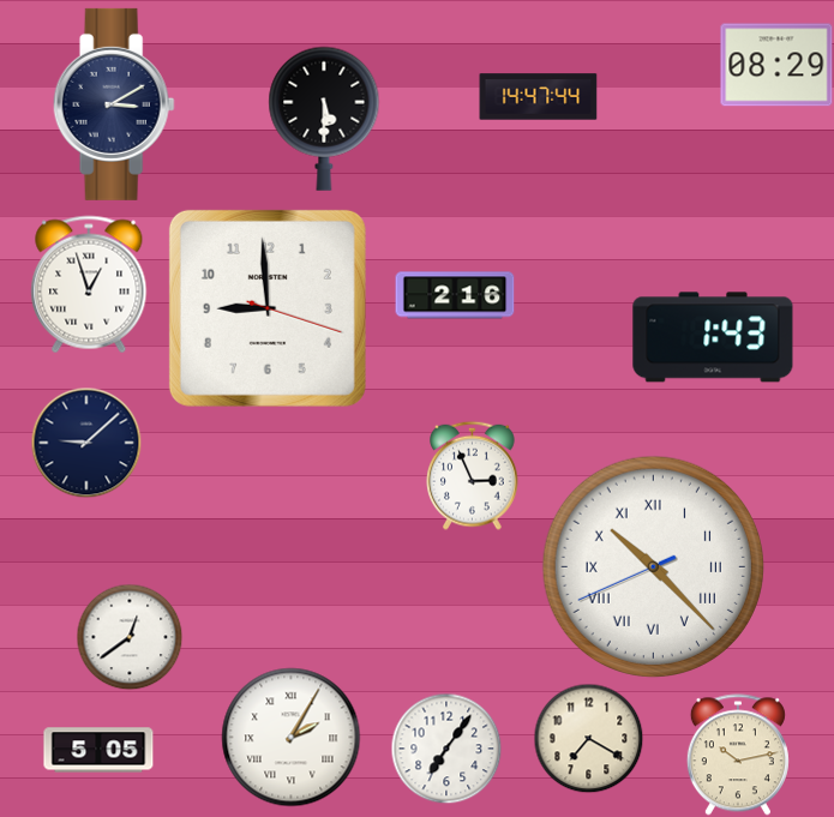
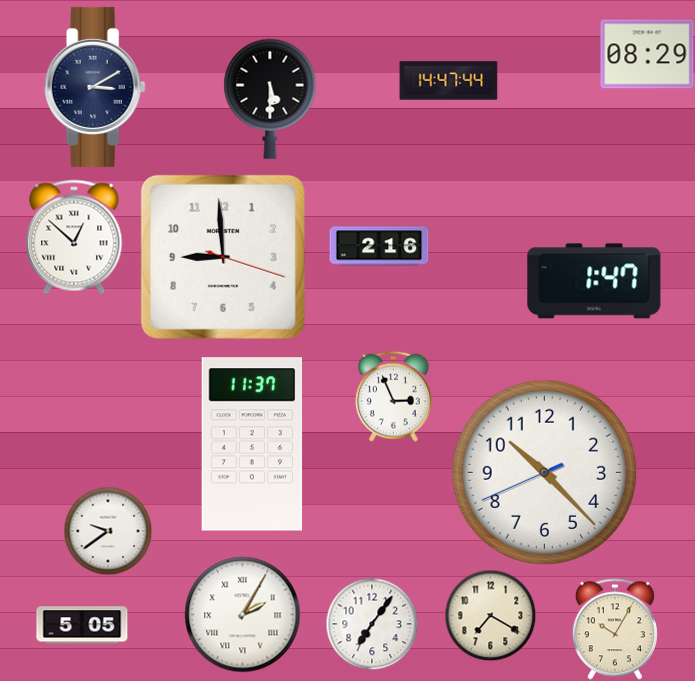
clock at (89, 284): 12:57 -> 12:52
clock at (713, 337): 1:43 -> 1:47
clock at (86, 443): 9:08 -> none
clock at (252, 444): none -> 11:37
clock at (653, 566) numerals: Roman -> Arabic
clock at (130, 637): 12:39 -> 9:39
clock at (738, 755): 10:13 -> 10:05
